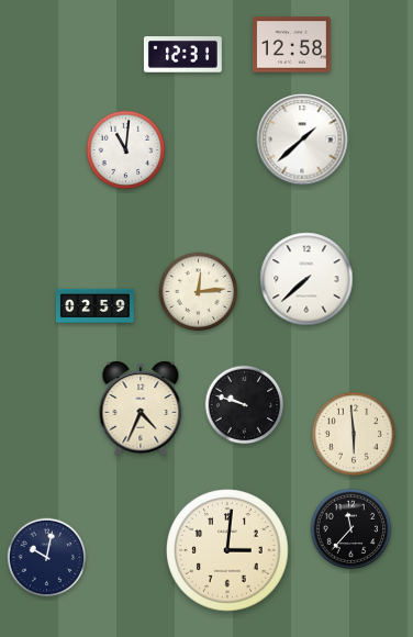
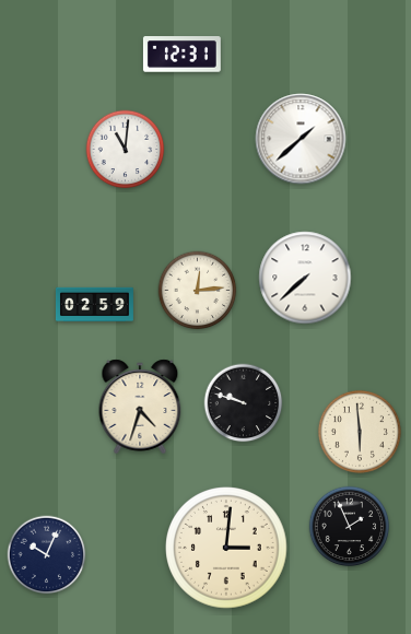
clock at (291, 45): 12:58 -> none
clock at (141, 409): 4:34 -> 4:33
clock at (354, 434) position: (354, 434) -> (360, 432)
clock at (351, 529): 11:37 -> 1:56
clock at (47, 558): 10:02 -> 10:04
